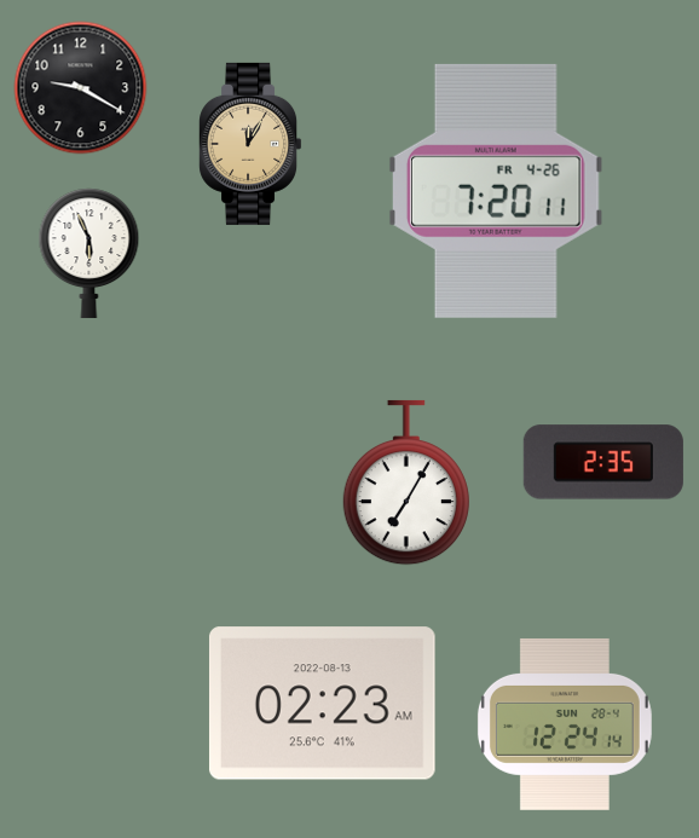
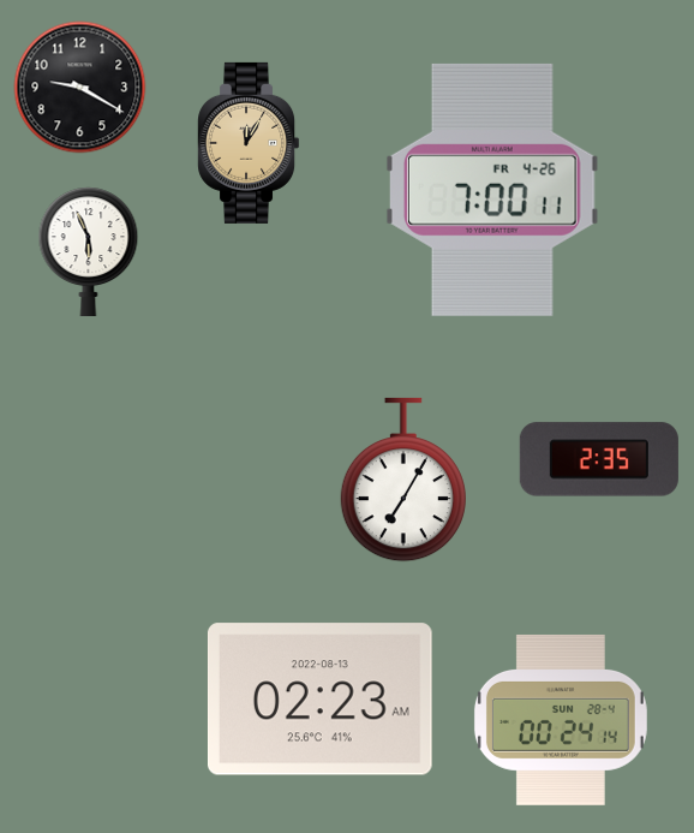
clock at (496, 191): 7:20 -> 7:00
clock at (565, 724): 12:24 -> 00:24
